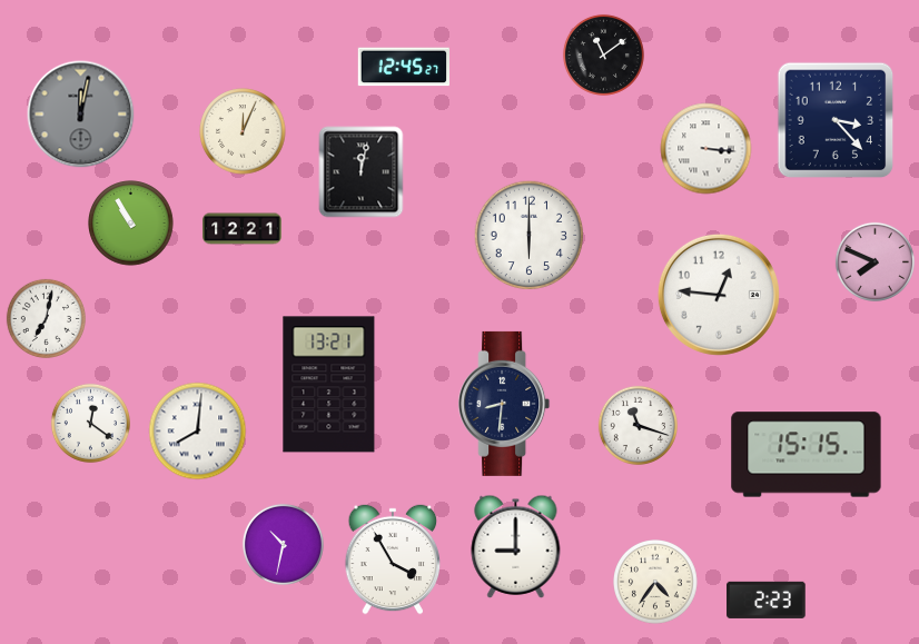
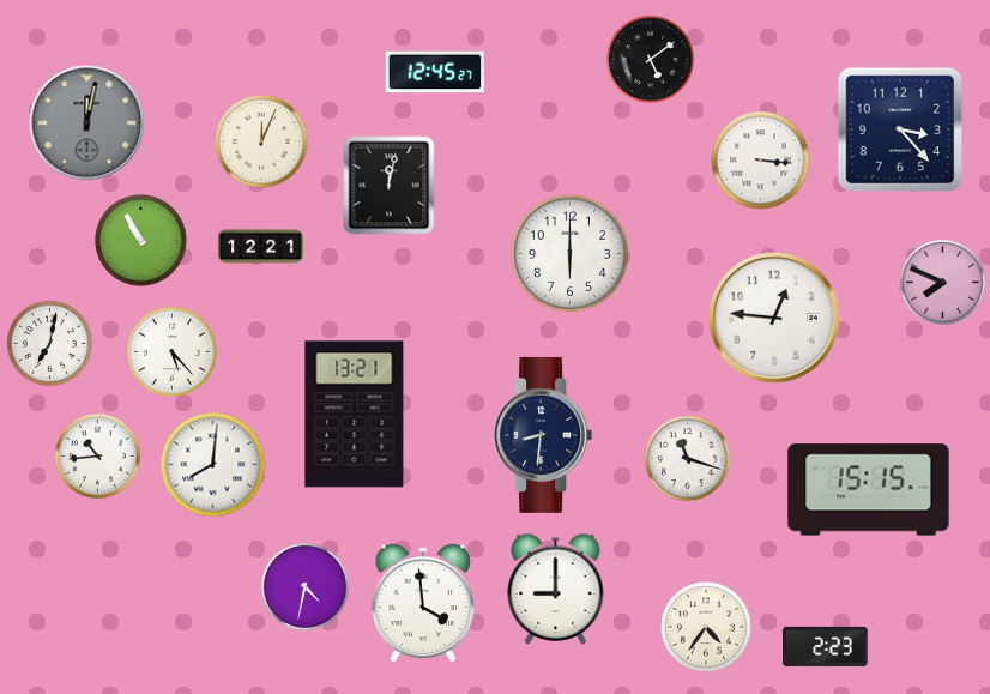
clock at (603, 55): 11:09 -> 5:09
clock at (171, 351): none -> 5:23
clock at (90, 423): 12:21 -> 10:44
clock at (283, 544): 10:32 -> 4:32
clock at (393, 559): 3:55 -> 3:59
